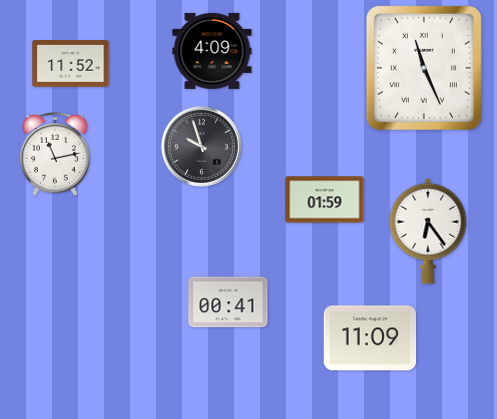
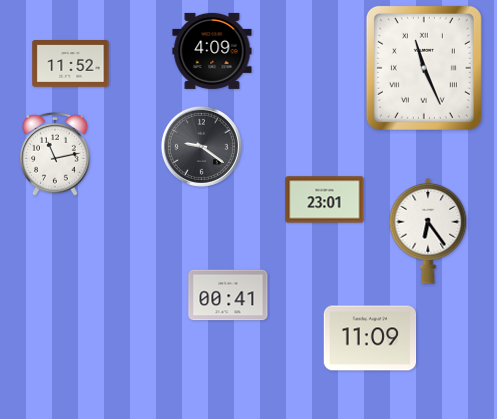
clock at (201, 146): 9:57 -> 9:21
clock at (325, 200): 01:59 -> 23:01
clock at (228, 302) position: (228, 302) -> (228, 295)
